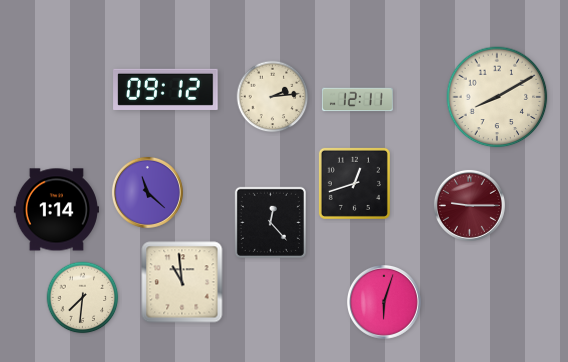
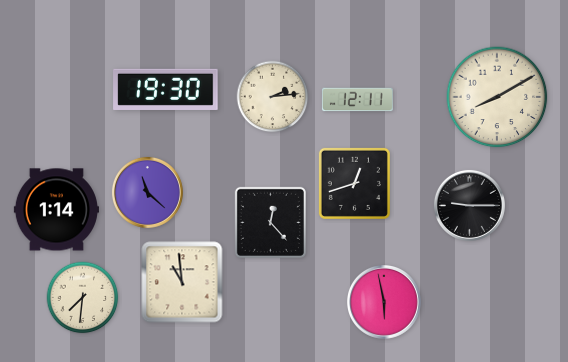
clock at (166, 89): 09:12 -> 19:30
clock at (469, 205) dial: burgundy -> black
clock at (385, 303): 6:03 -> 5:58
